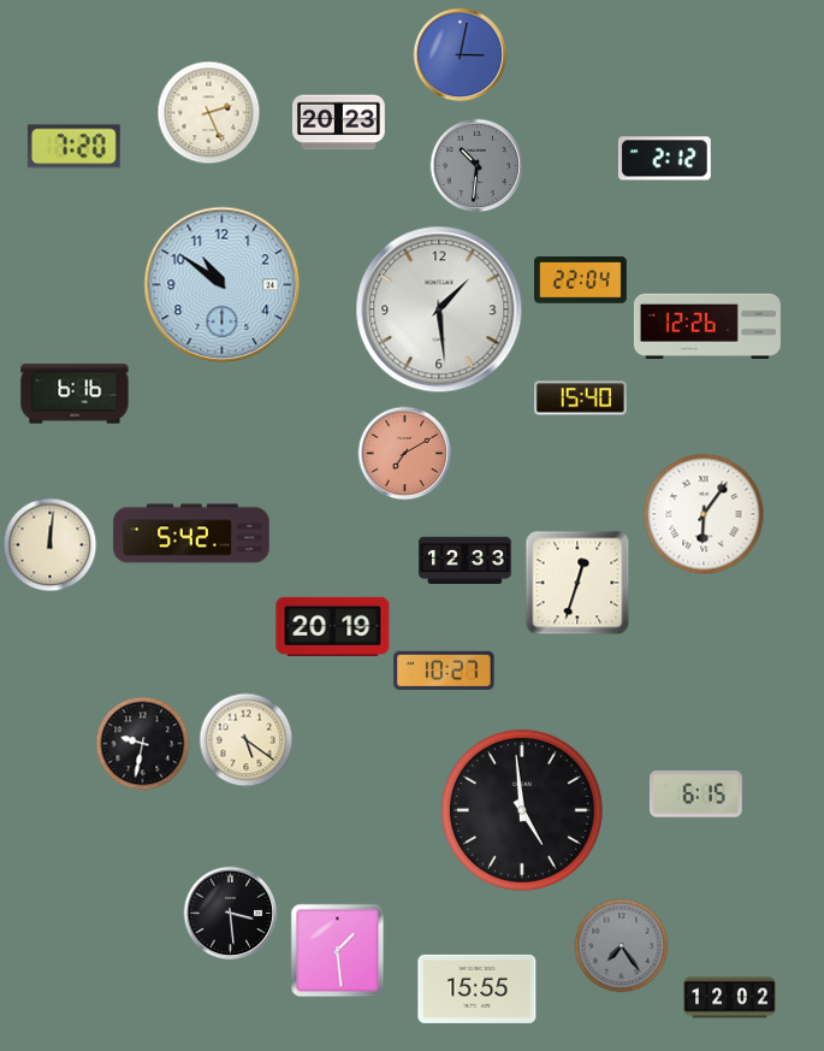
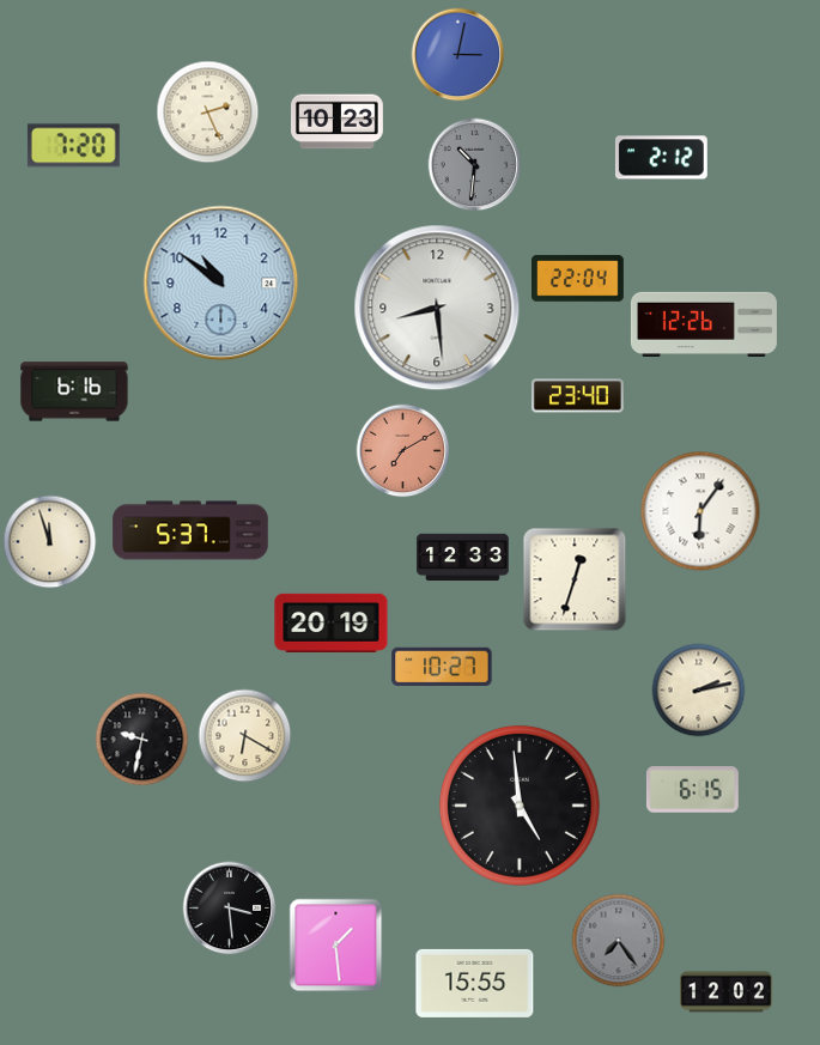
clock at (339, 123): 20:23 -> 10:23
clock at (439, 309): 1:29 -> 8:29
clock at (580, 398): 15:40 -> 23:40
clock at (191, 533): 5:42 -> 5:37
clock at (49, 544): 12:01 -> 11:57
clock at (698, 689): none -> 2:13
clock at (245, 739): 5:21 -> 6:20
